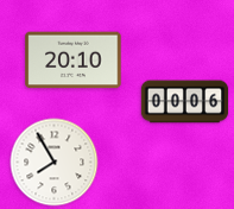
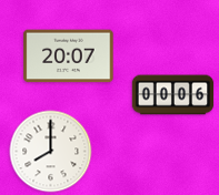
clock at (74, 61): 20:10 -> 20:07
clock at (55, 163): 7:55 -> 8:00
